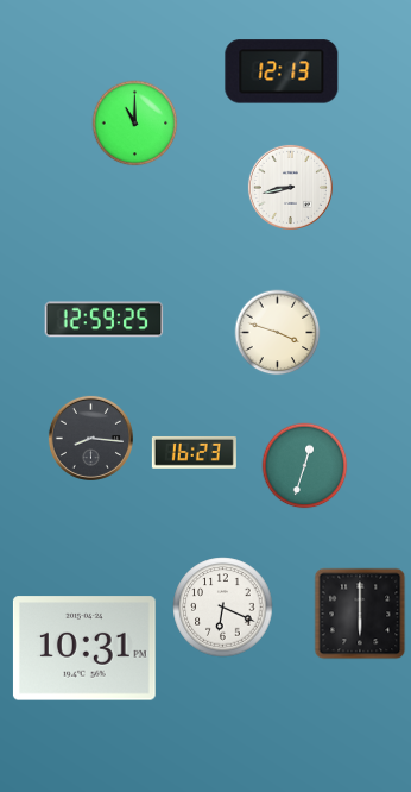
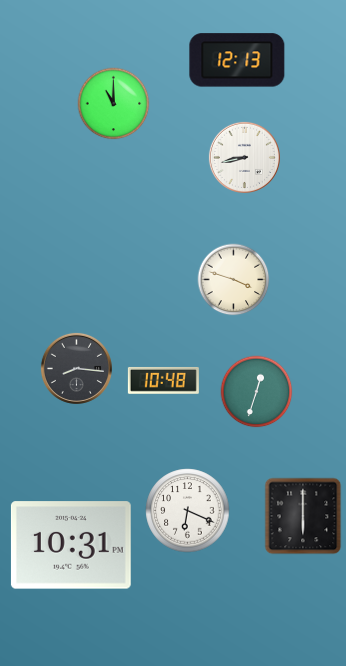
clock at (105, 320): 12:59 -> none
clock at (194, 452): 16:23 -> 10:48
